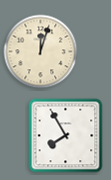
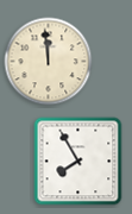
clock at (41, 52): 12:03 -> 11:59
